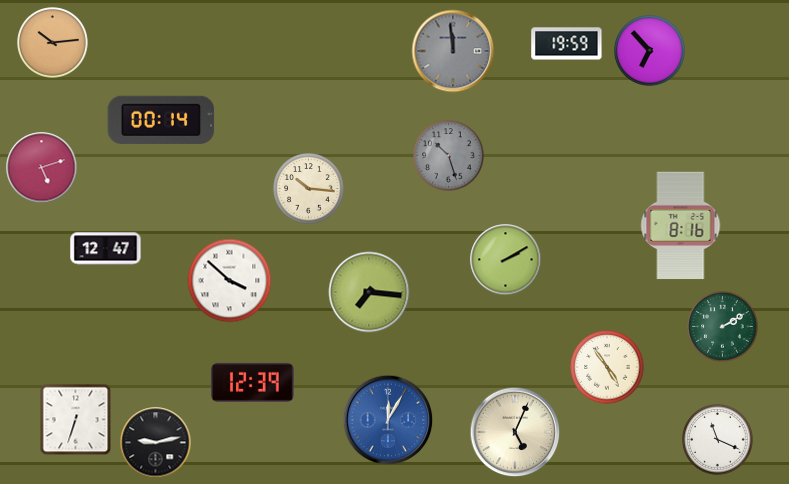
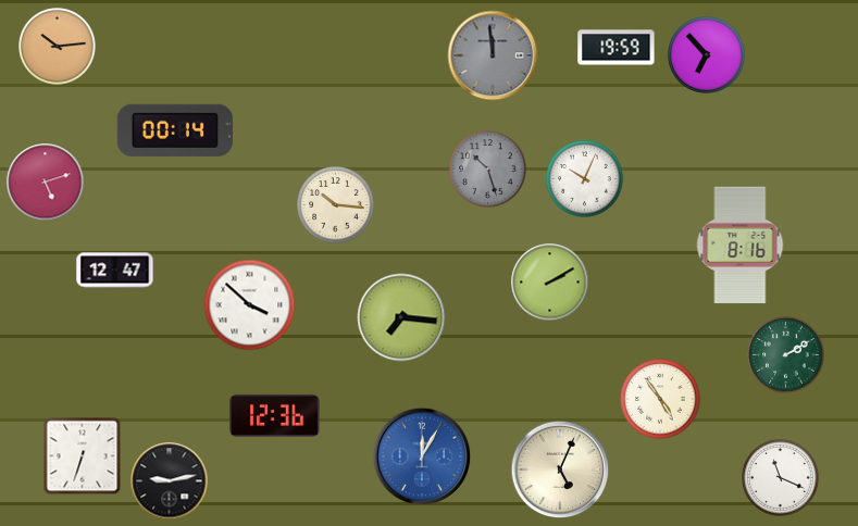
clock at (585, 179): none -> 10:04
clock at (253, 382): 12:39 -> 12:36
